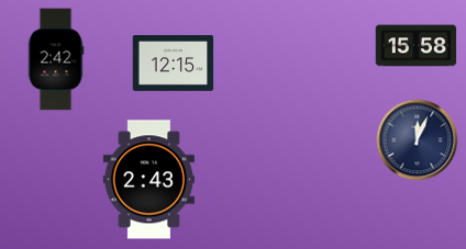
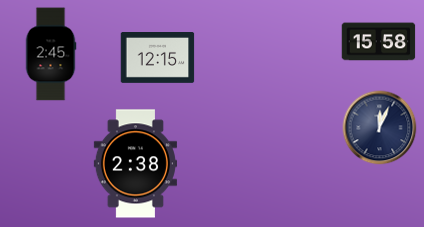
clock at (56, 59): 2:42 -> 2:45
clock at (148, 180): 2:43 -> 2:38
